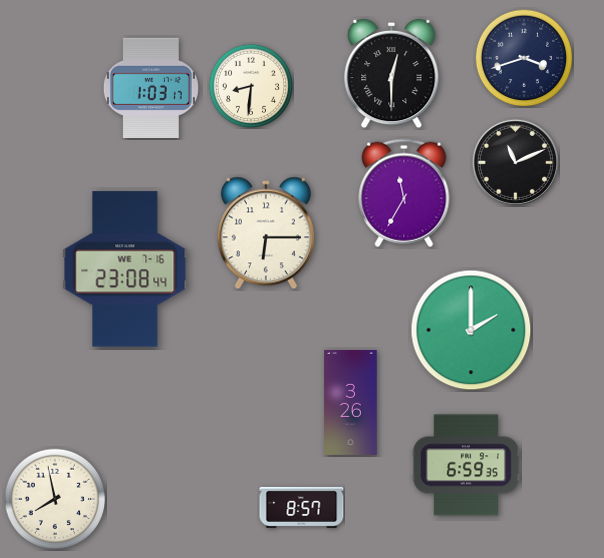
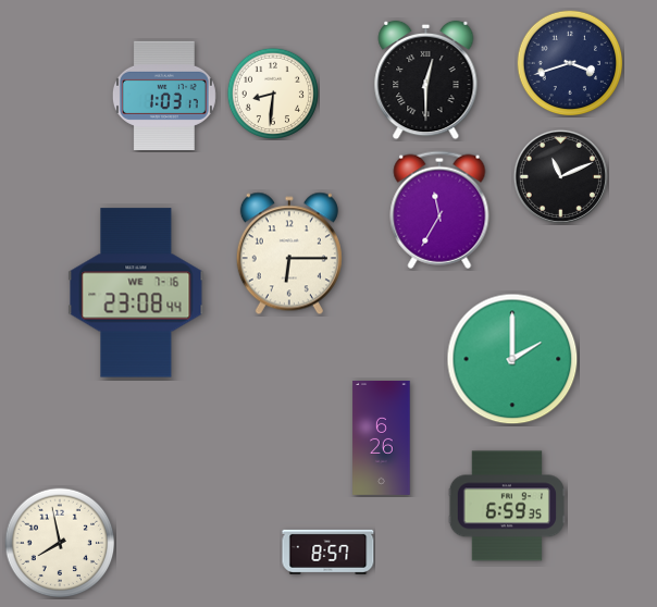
clock at (351, 402): 3:26 -> 6:26
